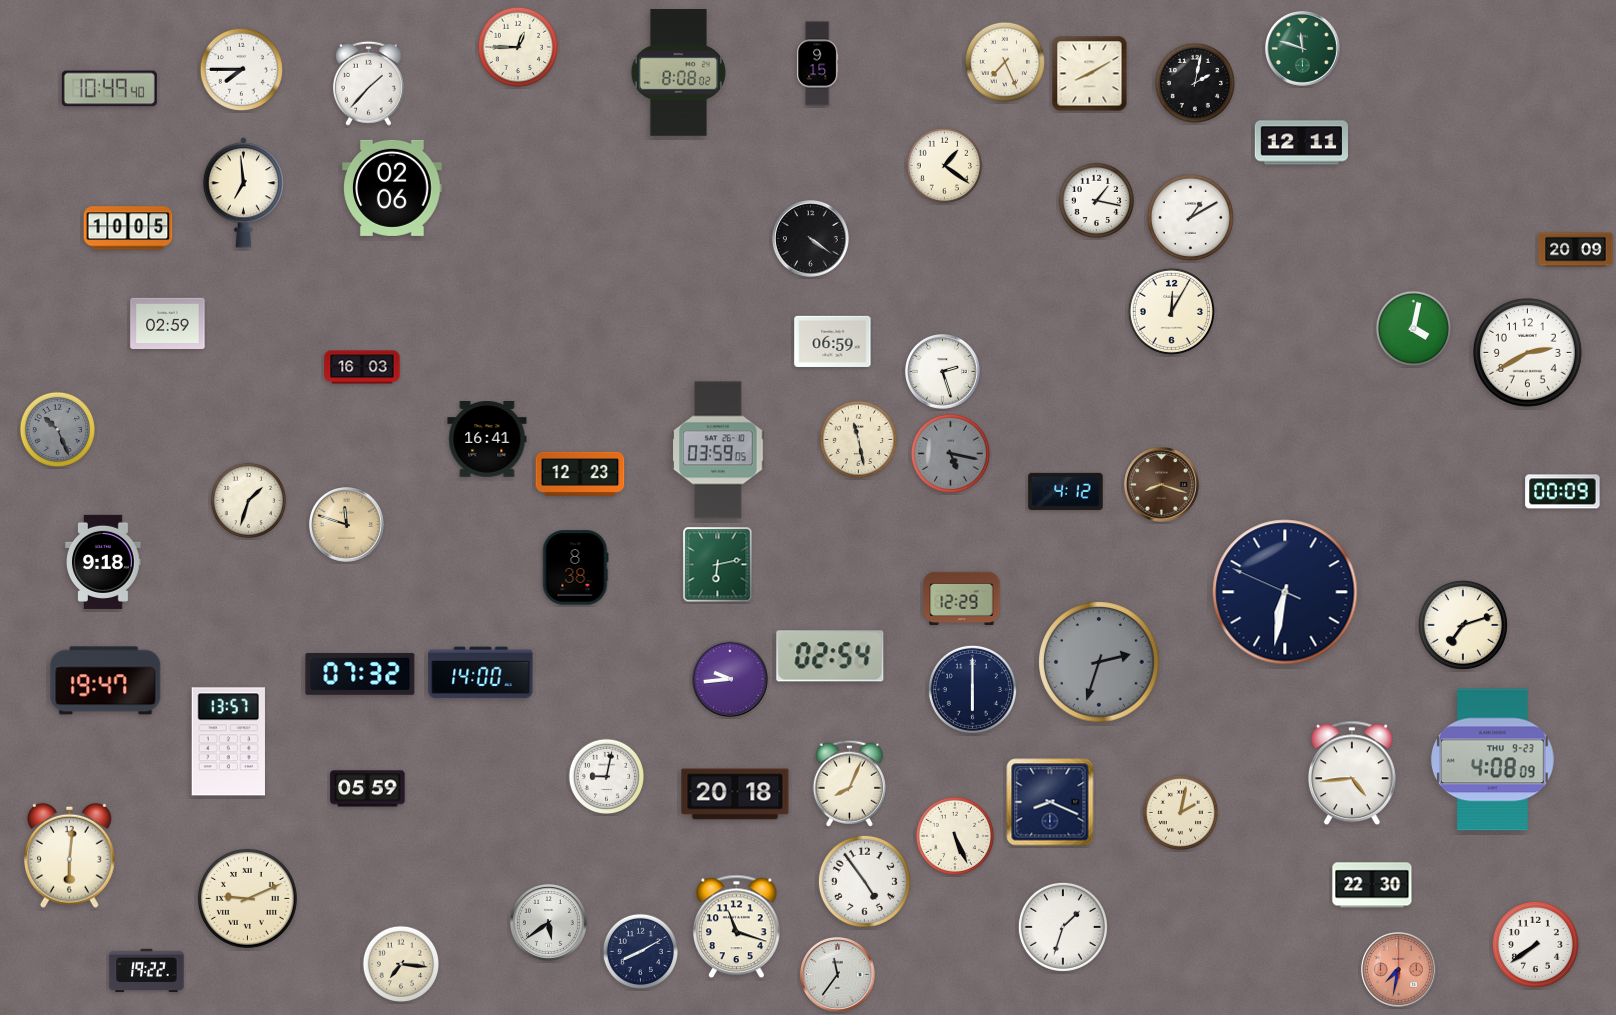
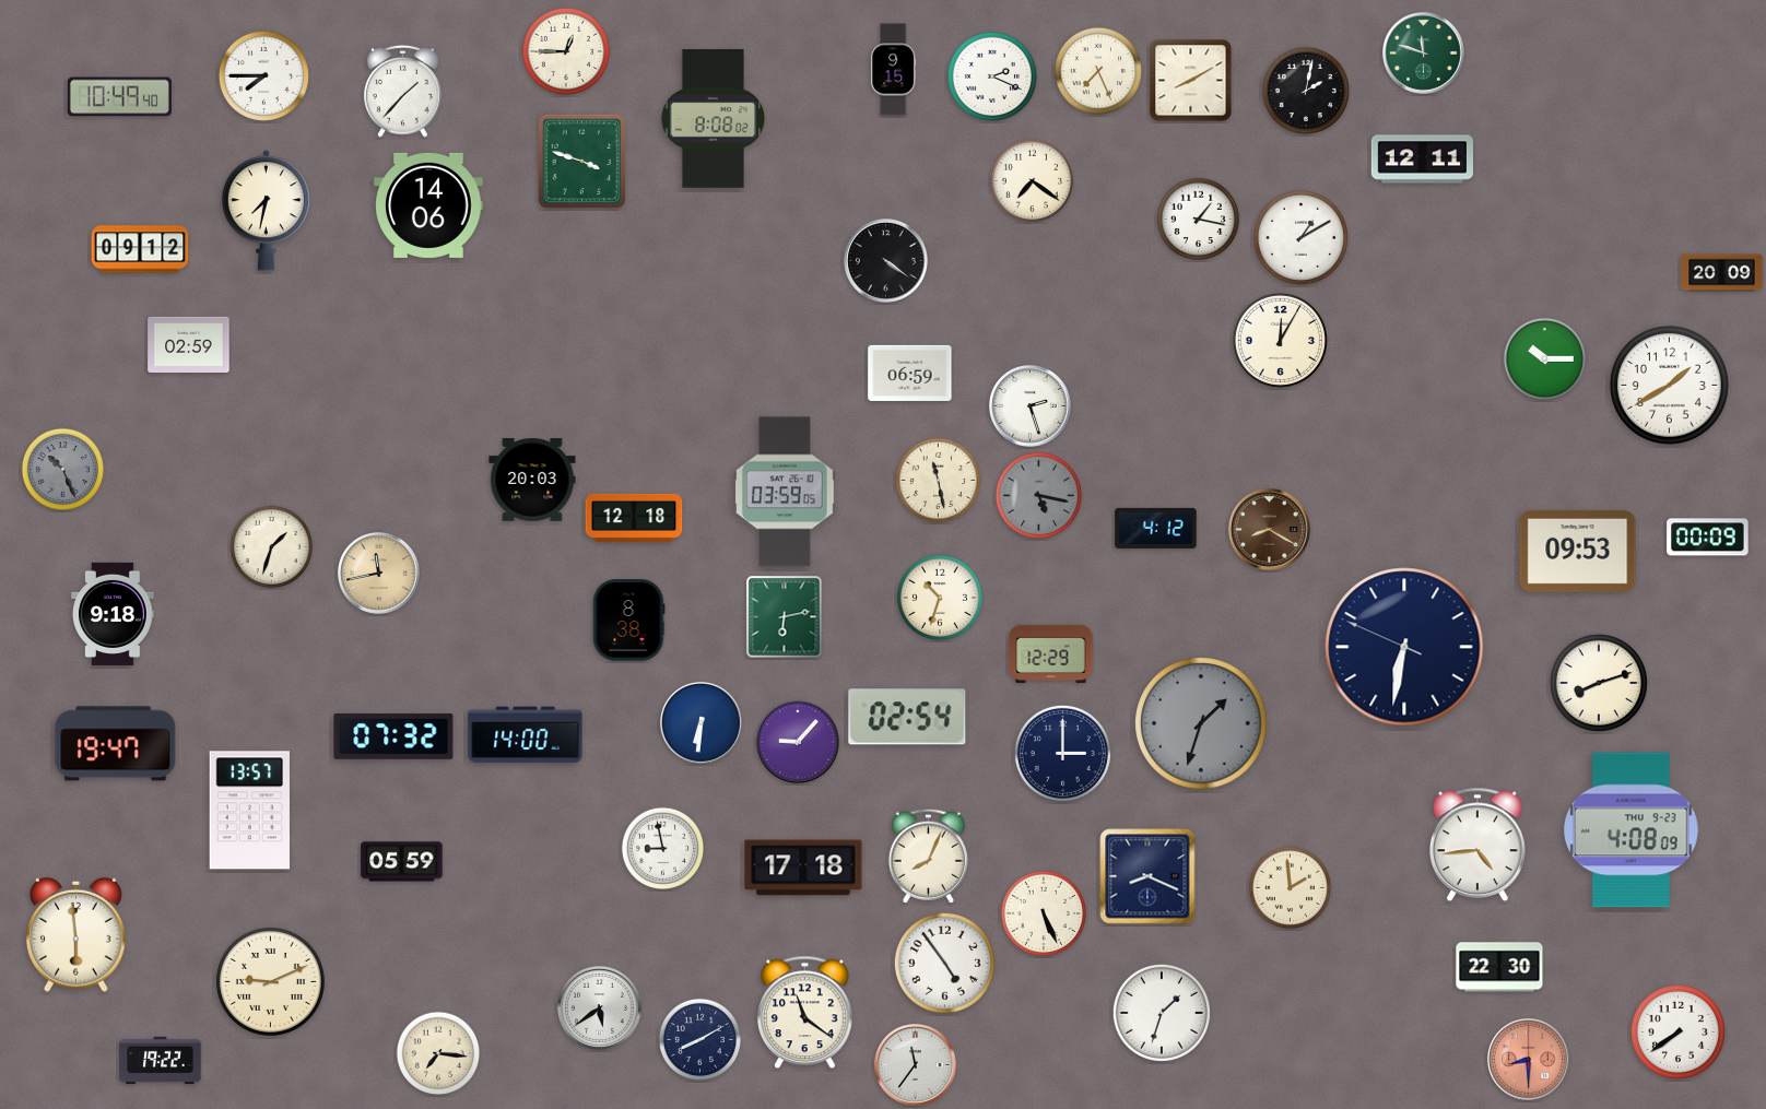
clock at (1005, 62) position: (1005, 62) -> (1098, 71)
clock at (992, 76): none -> 2:19
clock at (678, 73) position: (678, 73) -> (713, 119)
clock at (1301, 143) position: (1301, 143) -> (1422, 160)
clock at (582, 162): none -> 3:48
clock at (944, 165): 1:21 -> 7:21
clock at (392, 188): 02:06 -> 14:06
clock at (243, 193): 6:59 -> 7:32
clock at (128, 228): 10:05 -> 09:12
clock at (168, 324) position: (168, 324) -> (189, 345)
clock at (1413, 328): 4:02 -> 10:15
clock at (1527, 352): 2:40 -> 1:40
clock at (362, 367): 16:03 -> none
clock at (487, 439): 16:41 -> 20:03
clock at (580, 474): 12:23 -> 12:18
clock at (1162, 485): 8:18 -> 8:20
clock at (1066, 491) position: (1066, 491) -> (1156, 528)
clock at (1578, 551): none -> 09:53
clock at (347, 525): 11:48 -> 11:43
clock at (939, 597): none -> 10:33
clock at (1463, 625): 7:12 -> 8:12
clock at (702, 723): none -> 6:31
clock at (1099, 662): 2:33 -> 1:33
clock at (730, 679): 9:44 -> 9:07
clock at (972, 689): 6:00 -> 3:00
clock at (606, 776): 9:02 -> 8:58
clock at (735, 794): 20:18 -> 17:18
clock at (1180, 812): 2:02 -> 1:59
clock at (70, 855): 6:01 -> 5:59
clock at (737, 927): 11:18 -> 11:21
clock at (1399, 970): 7:32 -> 8:30
